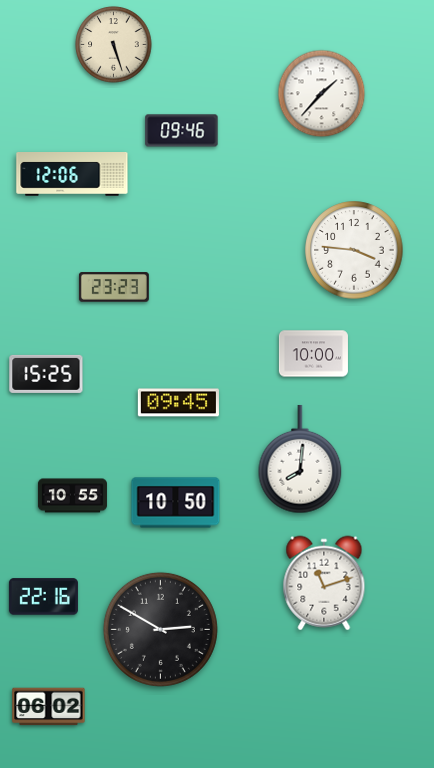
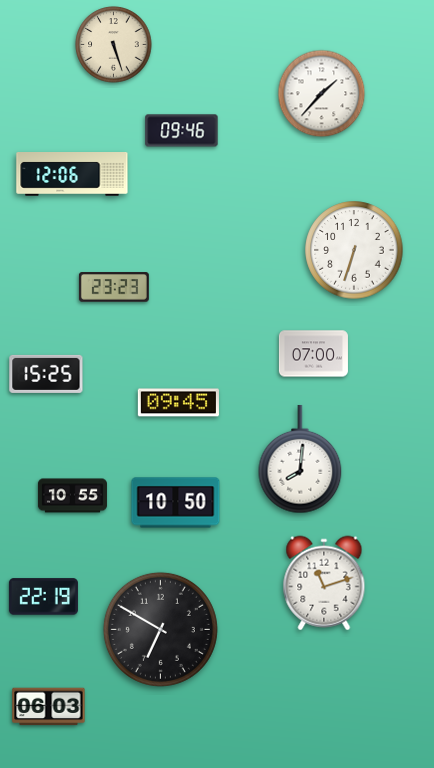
clock at (354, 250): 3:46 -> 6:33
clock at (313, 354): 10:00 -> 07:00
clock at (43, 597): 22:16 -> 22:19
clock at (160, 629): 2:50 -> 6:50
clock at (49, 707): 06:02 -> 06:03
